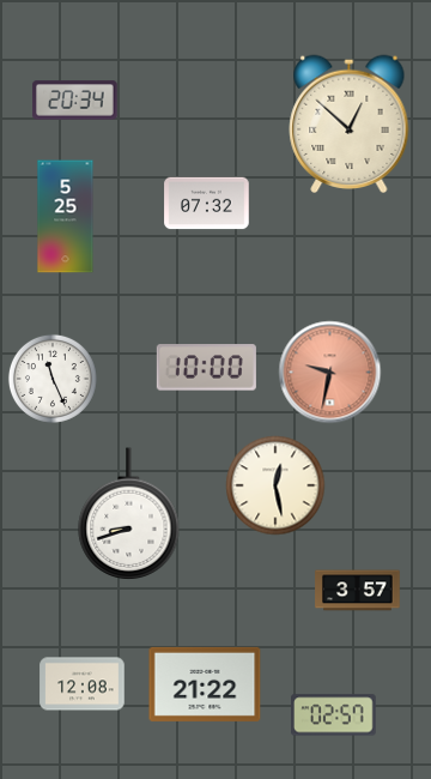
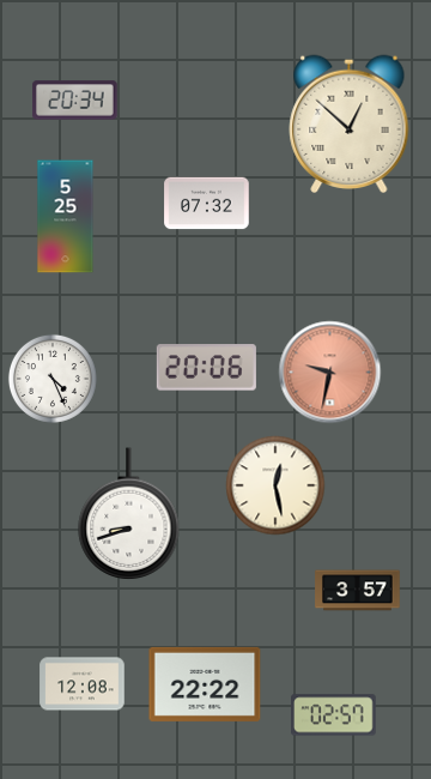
clock at (206, 368): 10:00 -> 20:06
clock at (53, 379): 11:26 -> 4:26
clock at (205, 684): 21:22 -> 22:22
